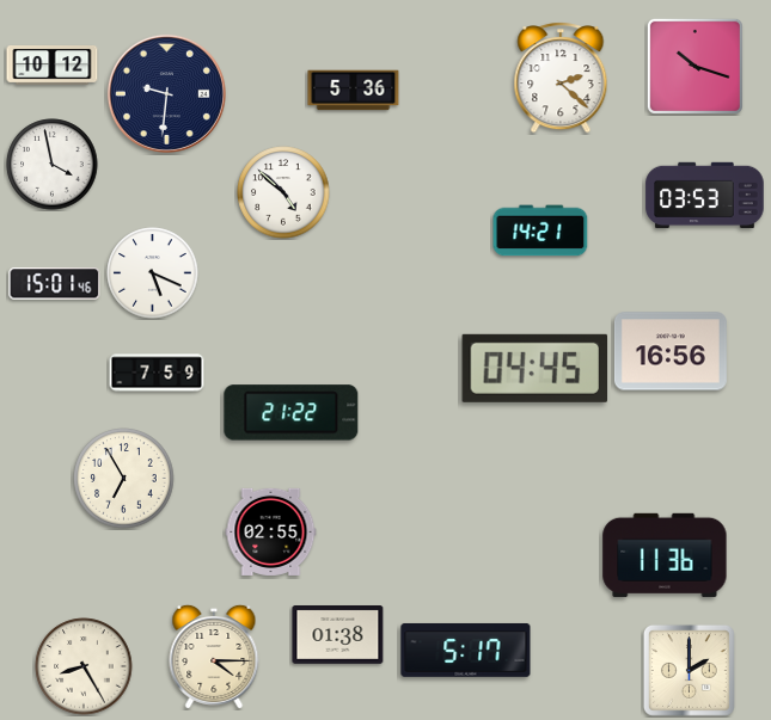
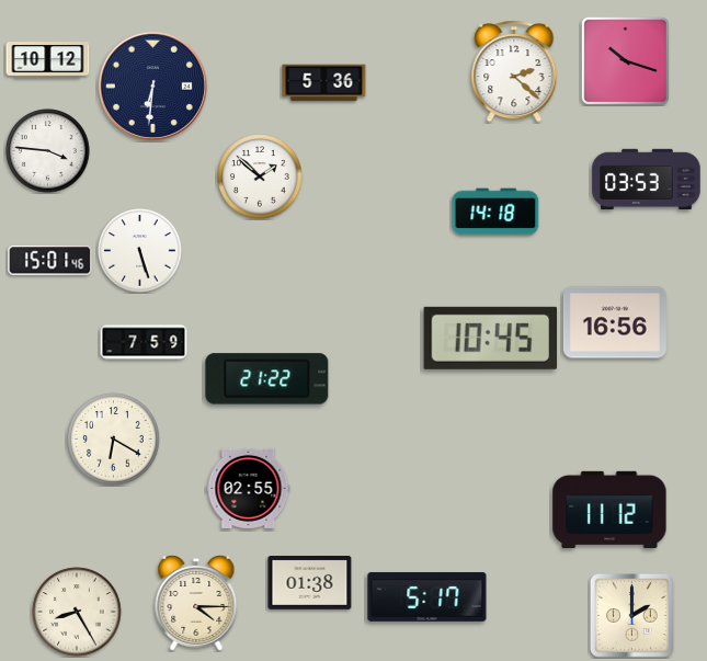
clock at (694, 66) position: (694, 66) -> (625, 60)
clock at (166, 93): 9:31 -> 6:31
clock at (53, 165): 3:58 -> 3:46
clock at (283, 192): 4:52 -> 1:52
clock at (540, 230): 14:21 -> 14:18
clock at (153, 273): 5:19 -> 5:27
clock at (536, 368): 04:45 -> 10:45
clock at (124, 479): 6:55 -> 6:20
clock at (665, 555): 11:36 -> 11:12
